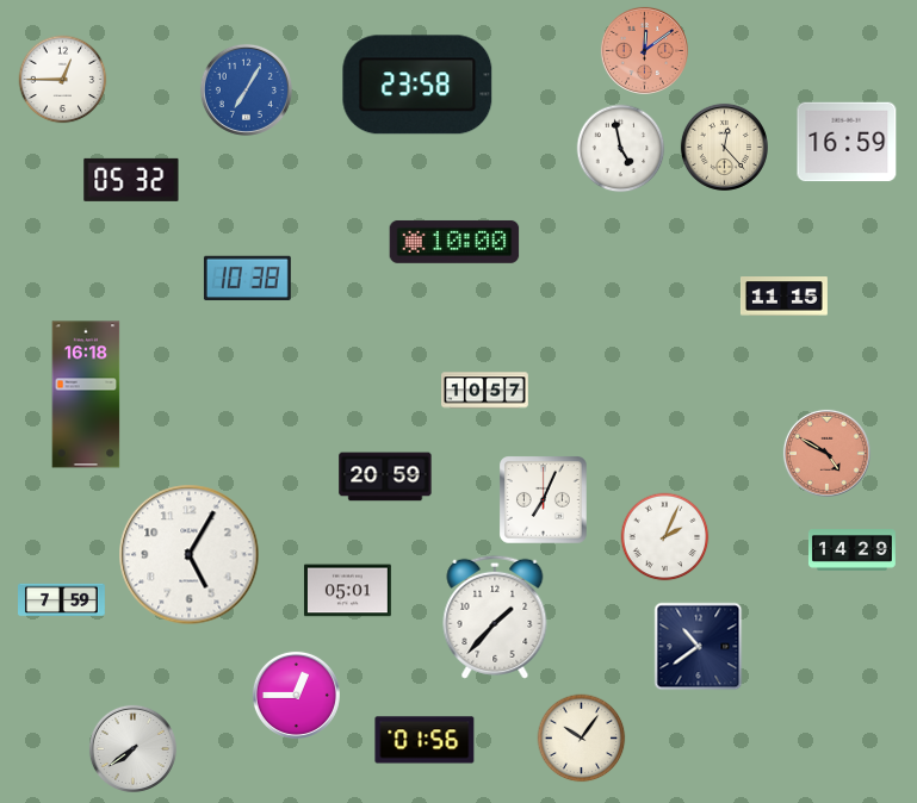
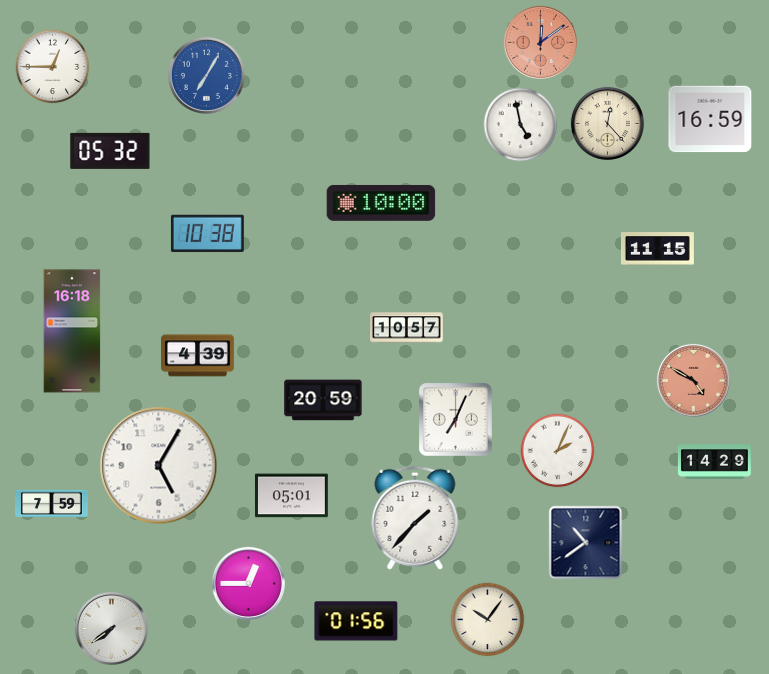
clock at (417, 85): 23:58 -> none
clock at (198, 356): none -> 4:39
